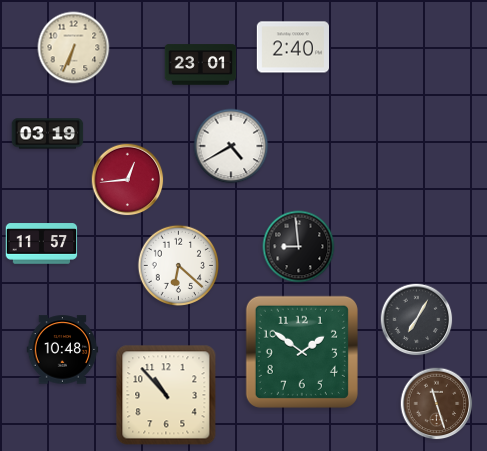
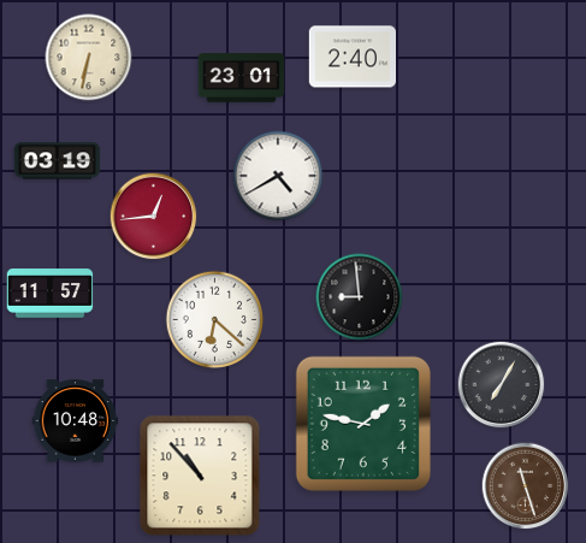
clock at (74, 48): 6:34 -> 6:32
clock at (302, 352): 1:51 -> 1:47
